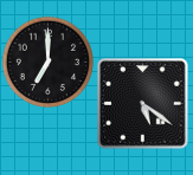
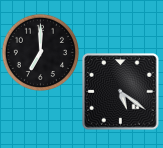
clock at (143, 104) position: (143, 104) -> (121, 92)
